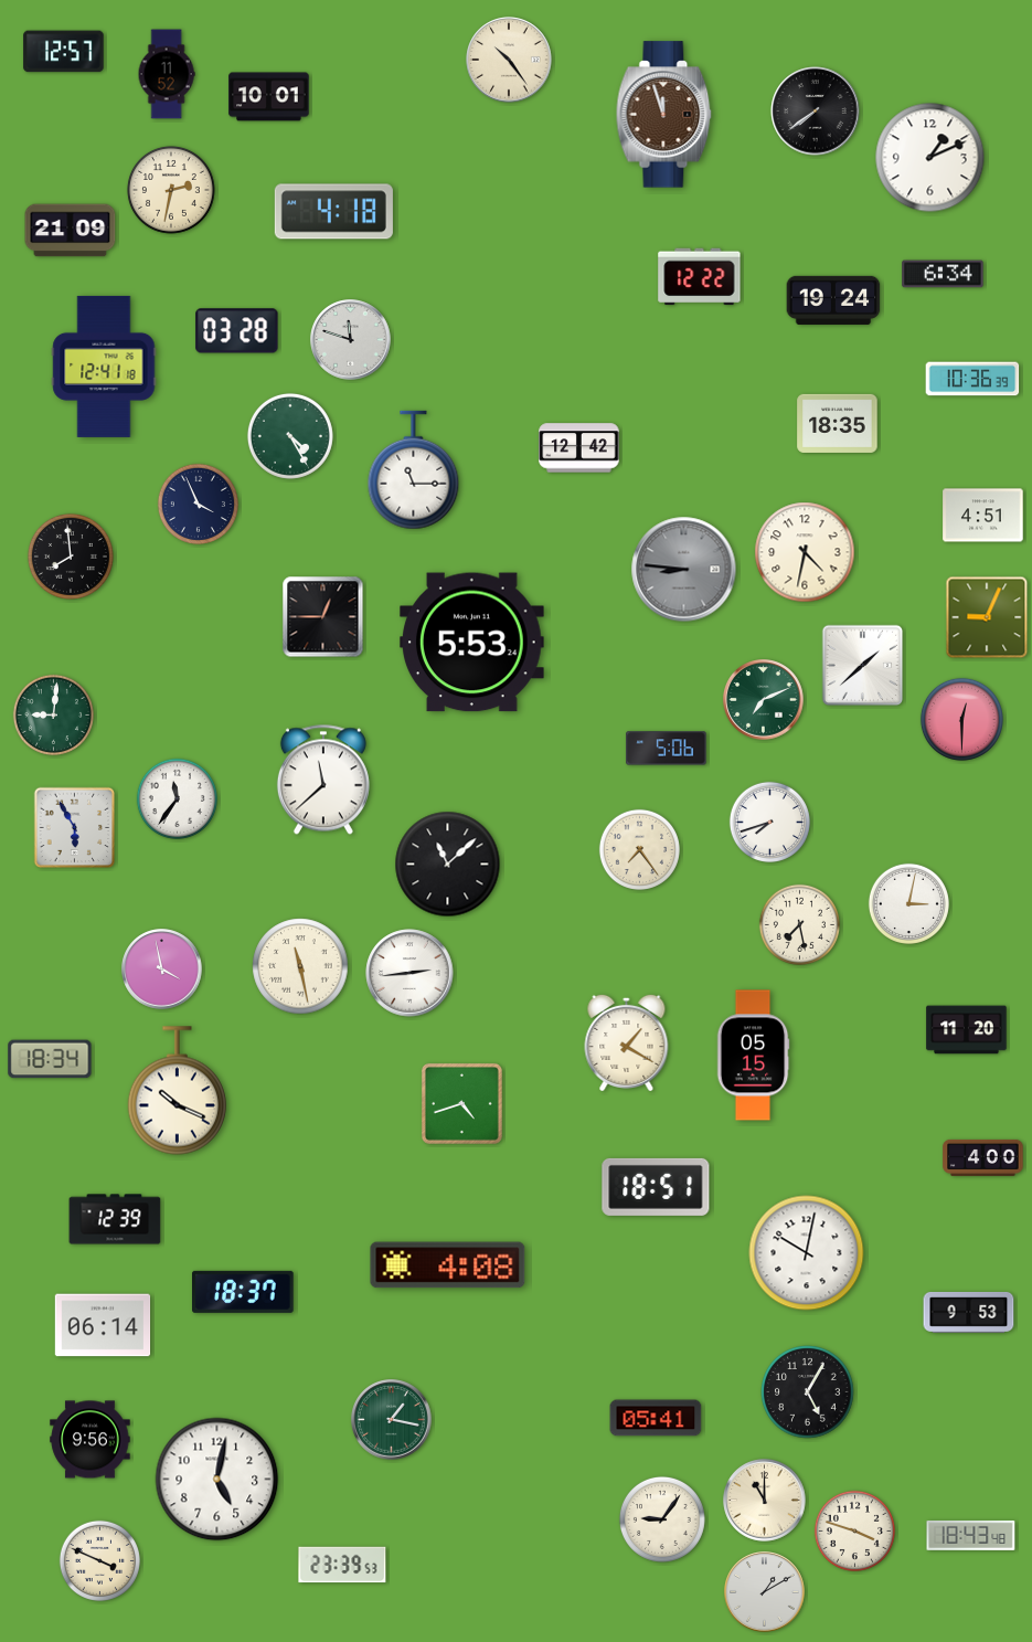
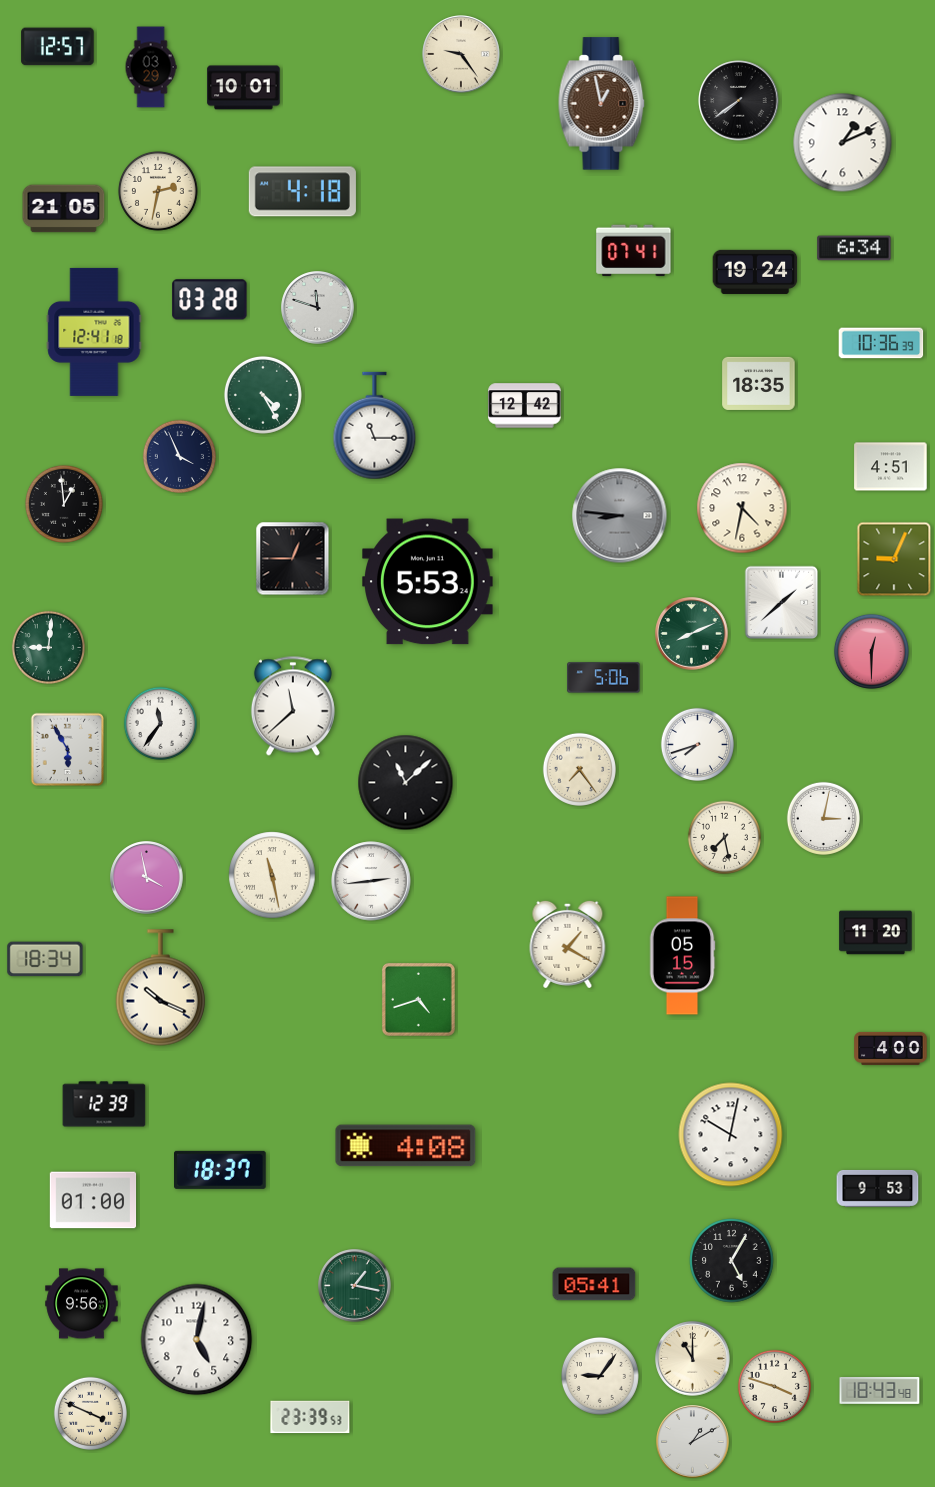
clock at (509, 60): 10:24 -> 9:24
clock at (167, 74): 11:52 -> 03:29
clock at (664, 115): 11:57 -> 12:58
clock at (171, 190) position: (171, 190) -> (158, 191)
clock at (71, 231): 21:09 -> 21:05
clock at (700, 277): 12:22 -> 07:41
clock at (237, 331) position: (237, 331) -> (210, 300)
clock at (805, 552) position: (805, 552) -> (742, 508)
clock at (71, 557): 7:59 -> 12:59
clock at (764, 700): 7:11 -> 8:11
clock at (656, 1187): 18:51 -> none
clock at (103, 1325): 06:14 -> 01:00
